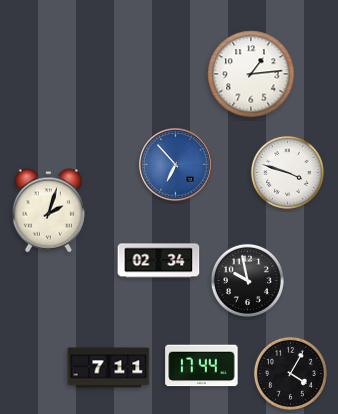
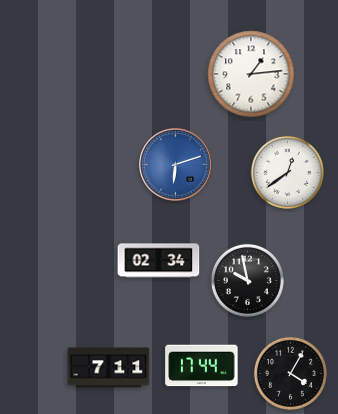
clock at (176, 165): 6:53 -> 6:12
clock at (287, 172): 3:48 -> 12:39
clock at (48, 211): 2:03 -> none
